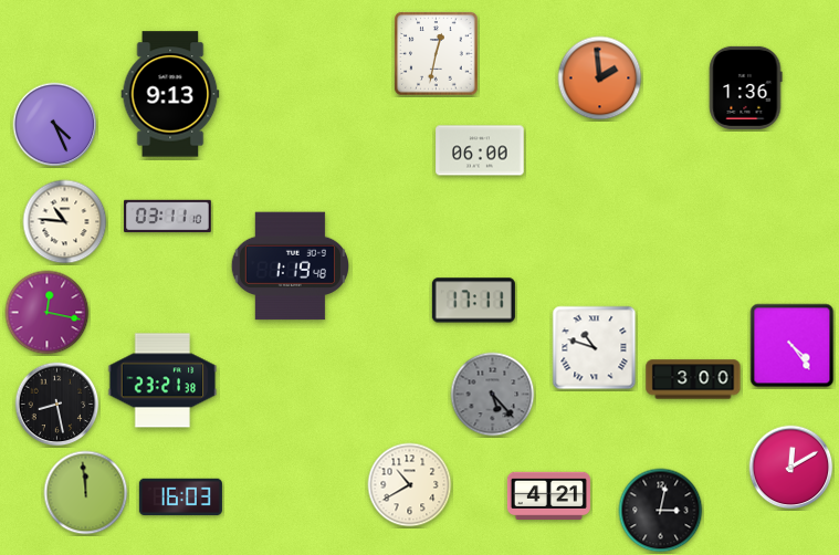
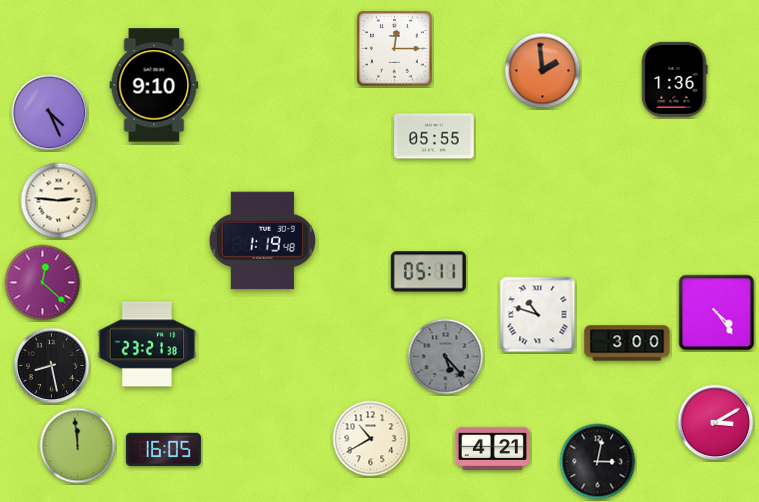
clock at (437, 54): 12:32 -> 12:15
clock at (170, 94): 9:13 -> 9:10
clock at (480, 150): 06:00 -> 05:55
clock at (168, 217): 03:11 -> none
clock at (65, 222): 10:46 -> 2:46
clock at (473, 301): 17:11 -> 05:11
clock at (48, 313): 12:17 -> 12:22
clock at (791, 468): 12:10 -> 3:10
clock at (548, 495) position: (548, 495) -> (492, 448)
clock at (180, 498): 16:03 -> 16:05
